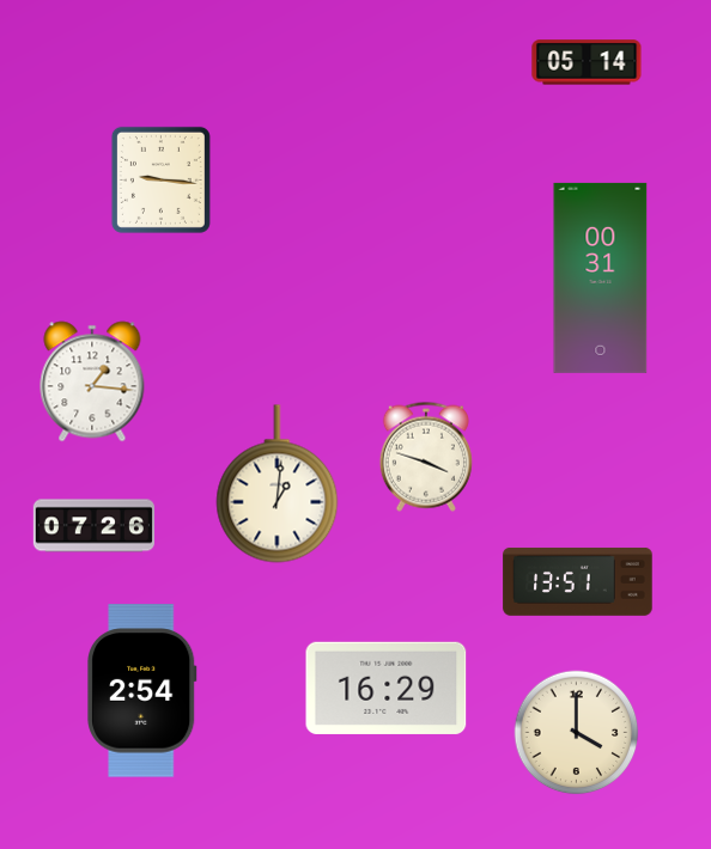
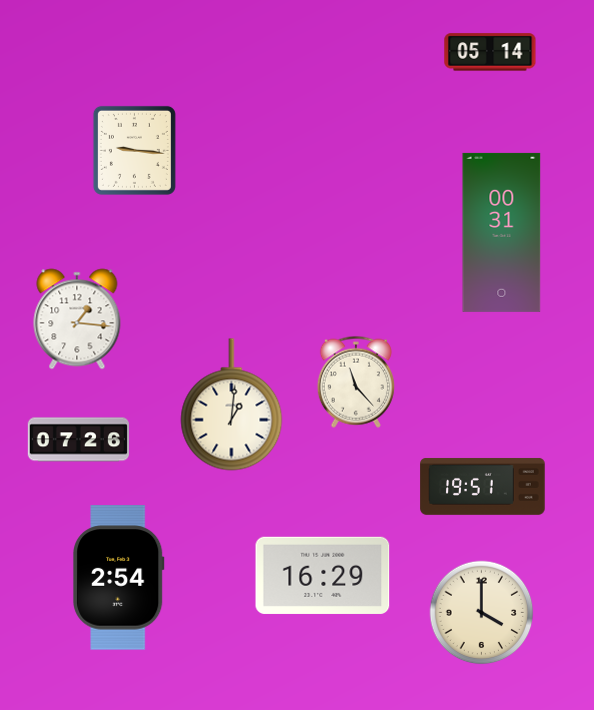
clock at (426, 457): 3:48 -> 11:23
clock at (578, 581): 13:51 -> 19:51
